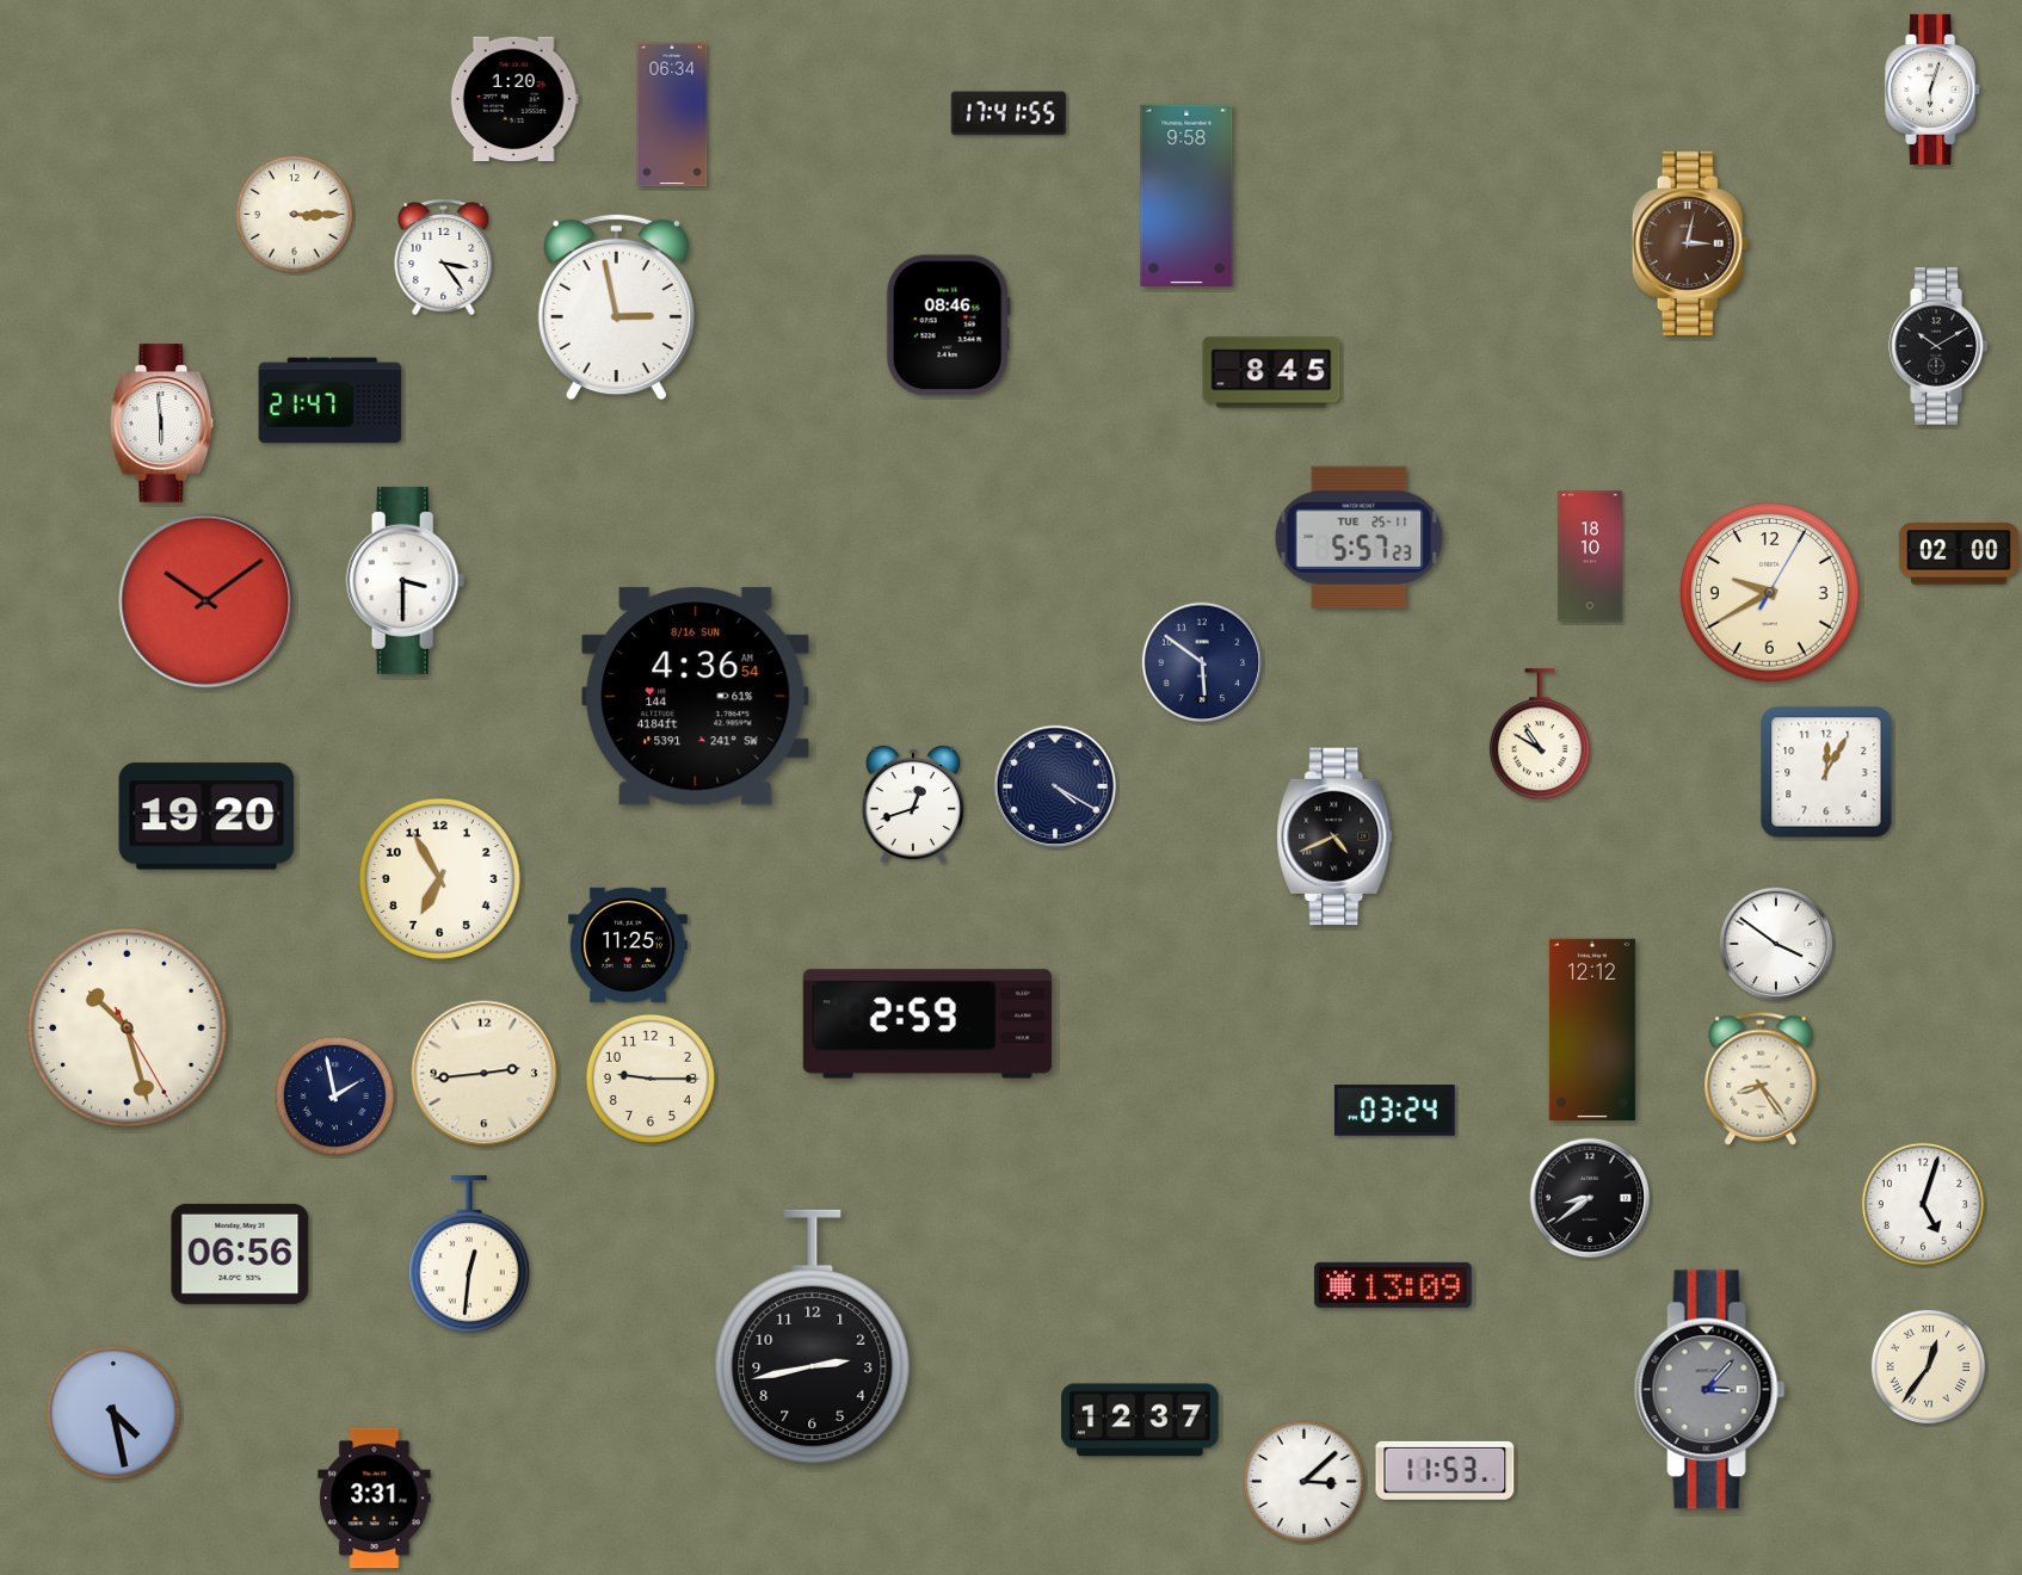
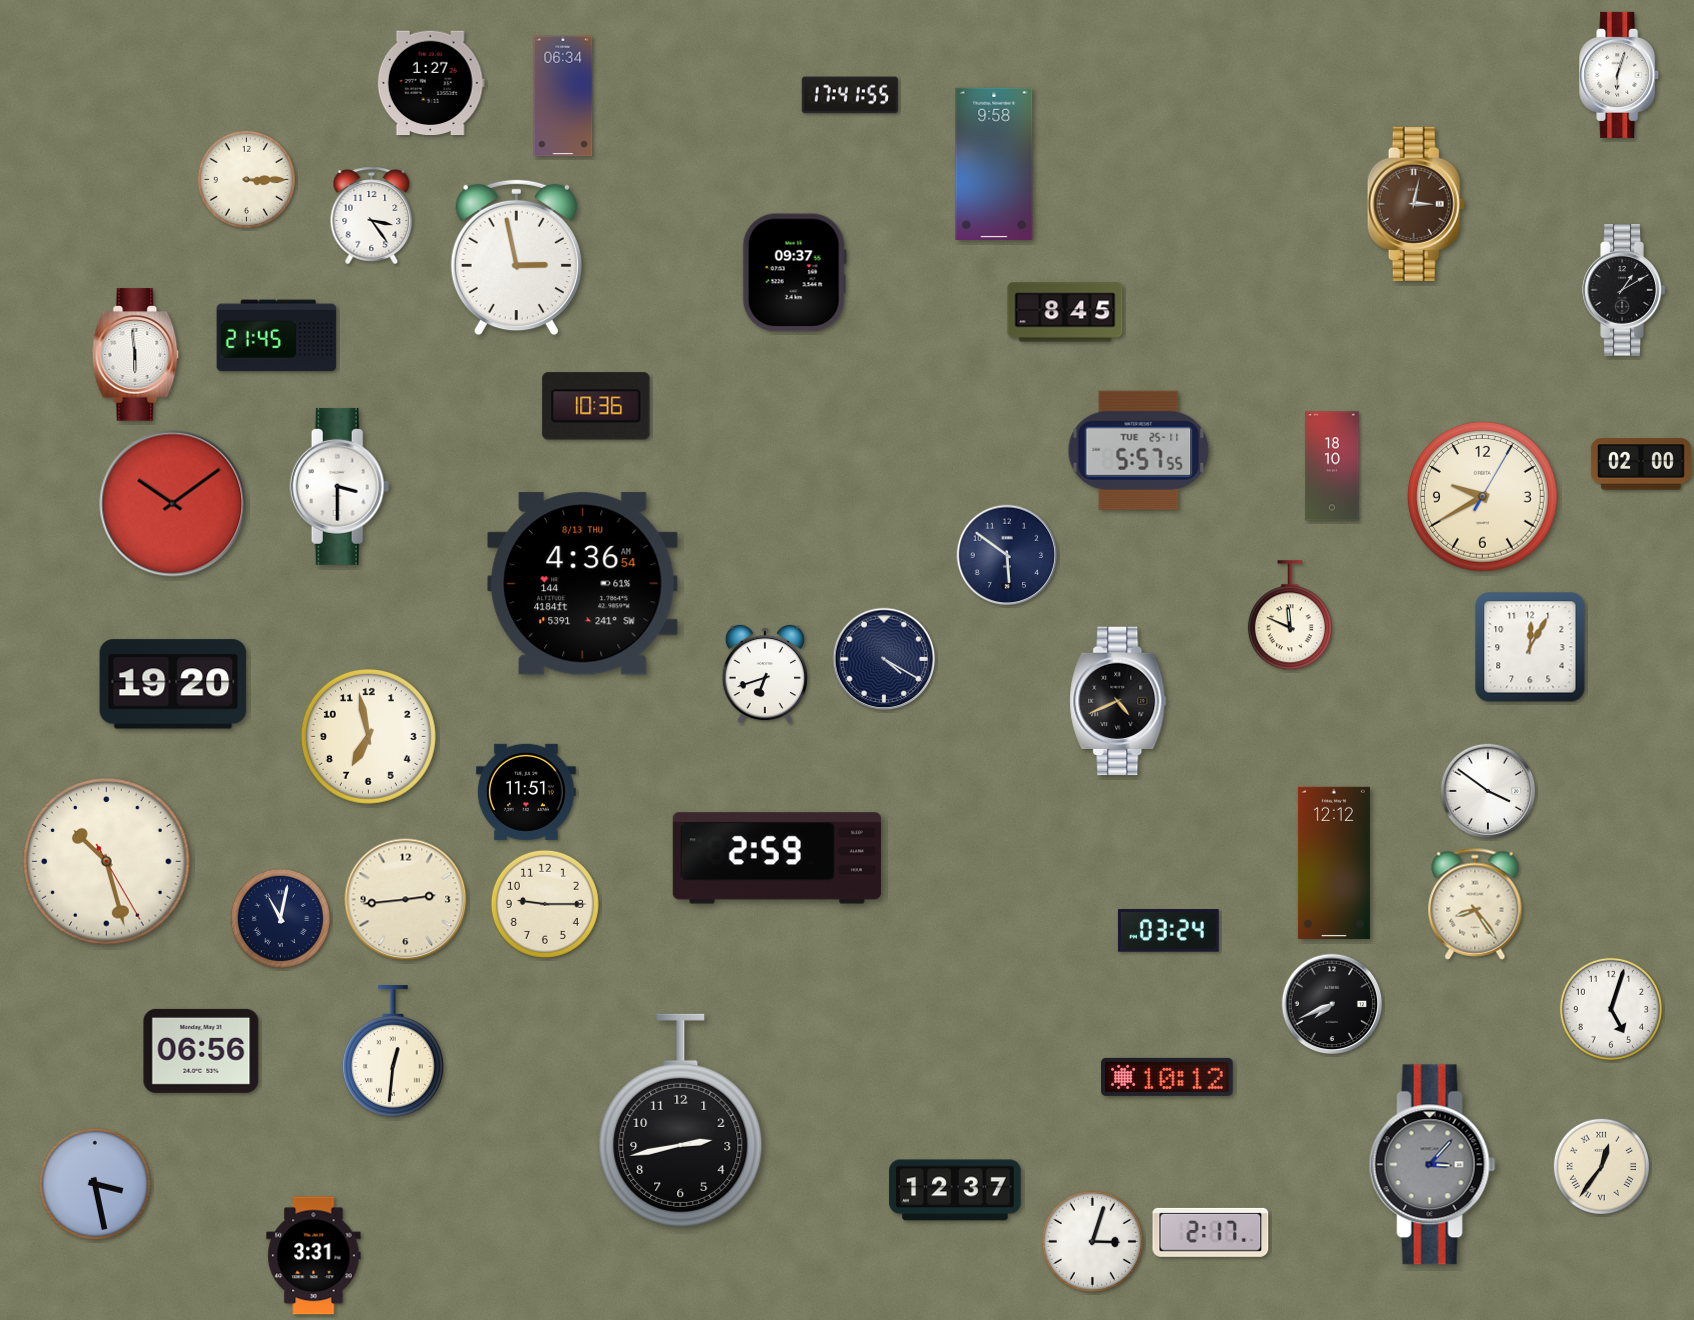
clock at (514, 99): 1:20 -> 1:27
clock at (1009, 113) position: (1009, 113) -> (850, 95)
clock at (948, 326): 08:46 -> 09:37
clock at (1938, 346): 10:10 -> 1:10
clock at (331, 401): 21:47 -> 21:45
clock at (596, 406): none -> 10:36
clock at (1360, 537): 5:57:23 -> 5:57:55
clock at (696, 697) date: 8/16 SUN -> 8/13 THU
clock at (1540, 735): 10:50 -> 11:49
clock at (912, 804): 12:42 -> 6:42
clock at (439, 878): 6:55 -> 6:58
clock at (628, 945): 11:25 -> 11:51
clock at (334, 1095): 1:58 -> 11:02
clock at (1590, 1198): 8:39 -> 7:41
clock at (1393, 1285): 13:09 -> 10:12
clock at (1928, 1366) position: (1928, 1366) -> (1601, 1166)
clock at (113, 1413): 4:28 -> 3:28
clock at (1445, 1470): 11:53 -> 2:17
clock at (1303, 1481): 3:08 -> 3:03
